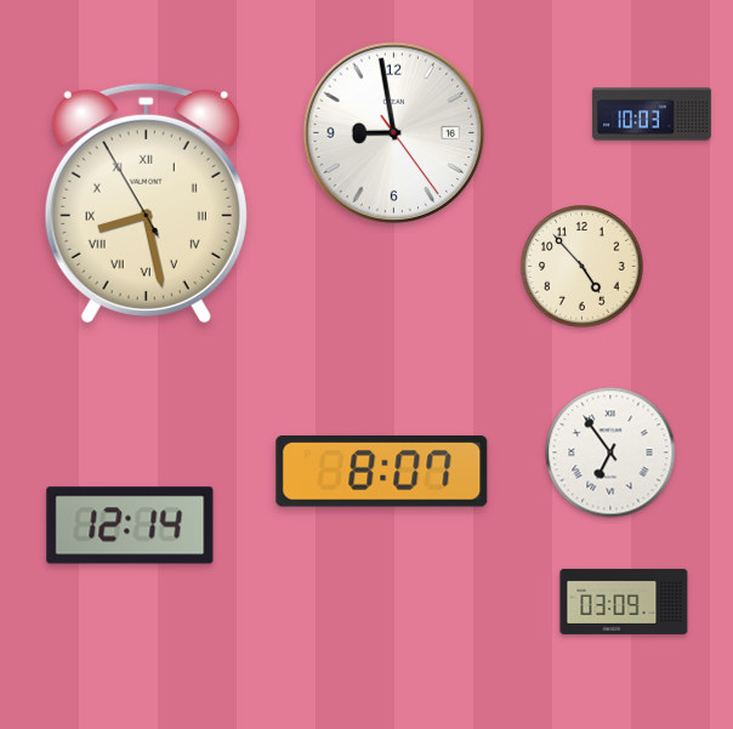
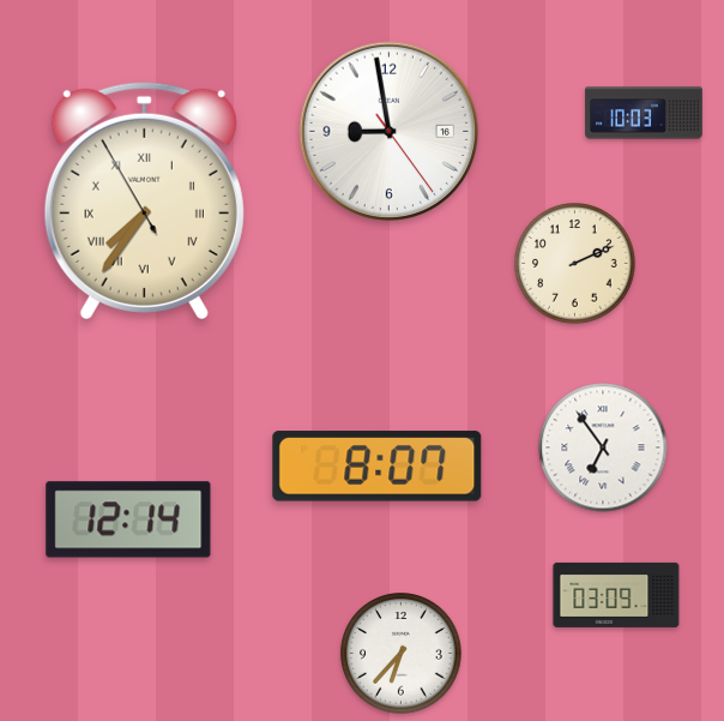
clock at (146, 203): 8:27 -> 7:35
clock at (583, 267): 4:53 -> 2:11
clock at (402, 654): none -> 6:37
